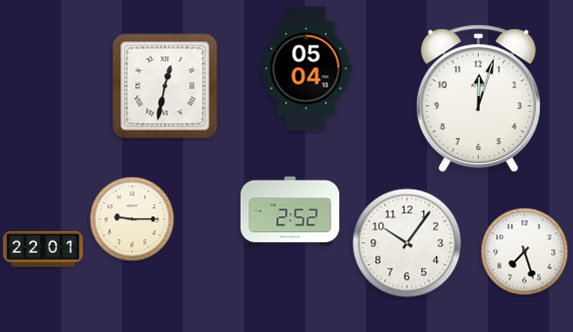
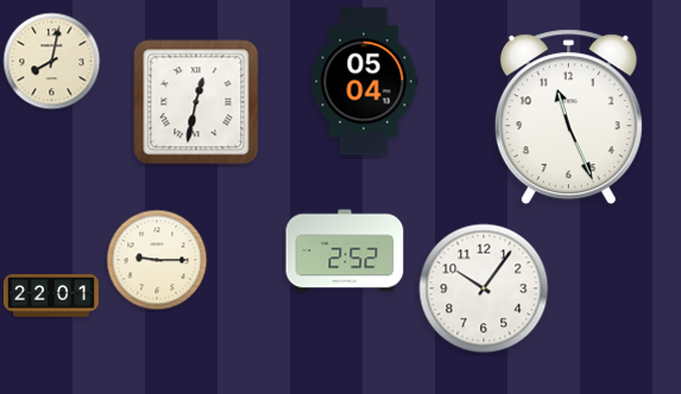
clock at (52, 62): none -> 8:02
clock at (478, 99): 12:03 -> 11:26
clock at (525, 252): 7:27 -> none
